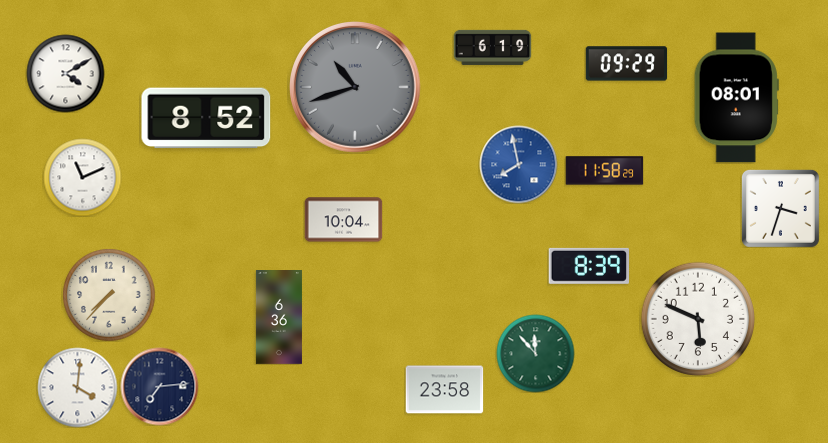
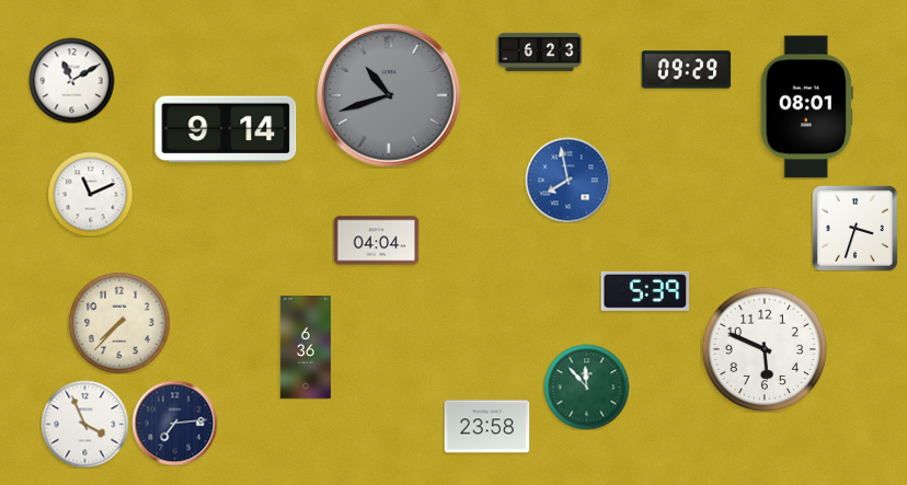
clock at (492, 47): 6:19 -> 6:23
clock at (65, 73): 4:10 -> 11:10
clock at (206, 118): 8:52 -> 9:14
clock at (604, 171): 11:58 -> none
clock at (343, 220): 10:04 -> 04:04
clock at (588, 266): 8:39 -> 5:39
clock at (77, 387): 4:01 -> 3:56
